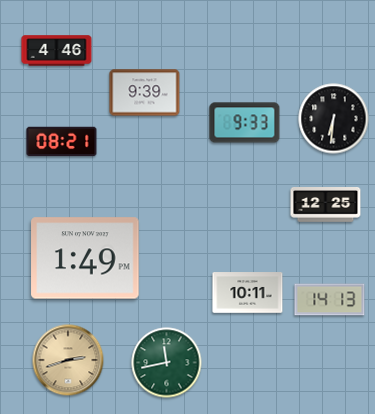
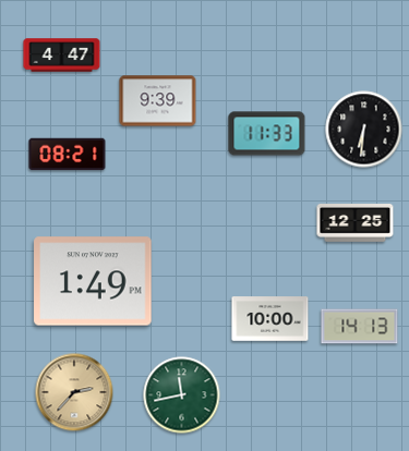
clock at (57, 51): 4:46 -> 4:47
clock at (245, 123): 9:33 -> 11:33
clock at (248, 293): 10:11 -> 10:00
clock at (68, 360): 2:42 -> 2:37
